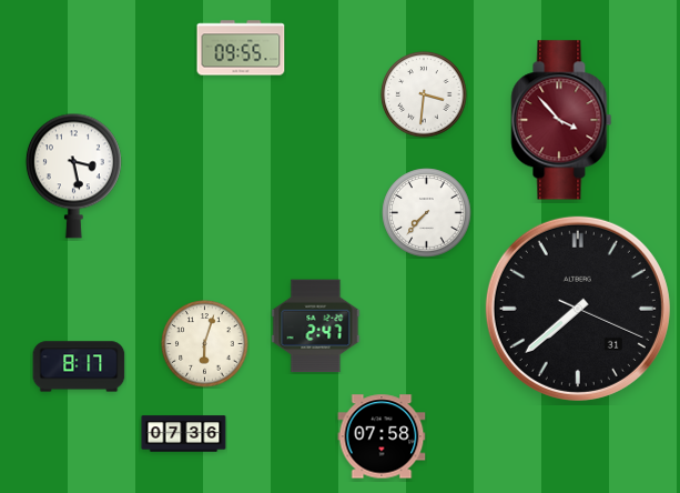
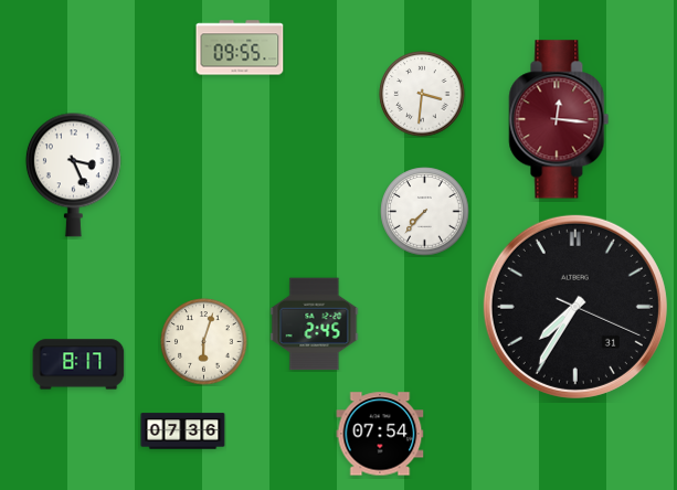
clock at (561, 120): 3:53 -> 12:16
clock at (73, 175): 3:28 -> 3:26
clock at (578, 309): 7:38 -> 7:35
clock at (316, 326): 2:47 -> 2:45
clock at (382, 436): 07:58 -> 07:54
